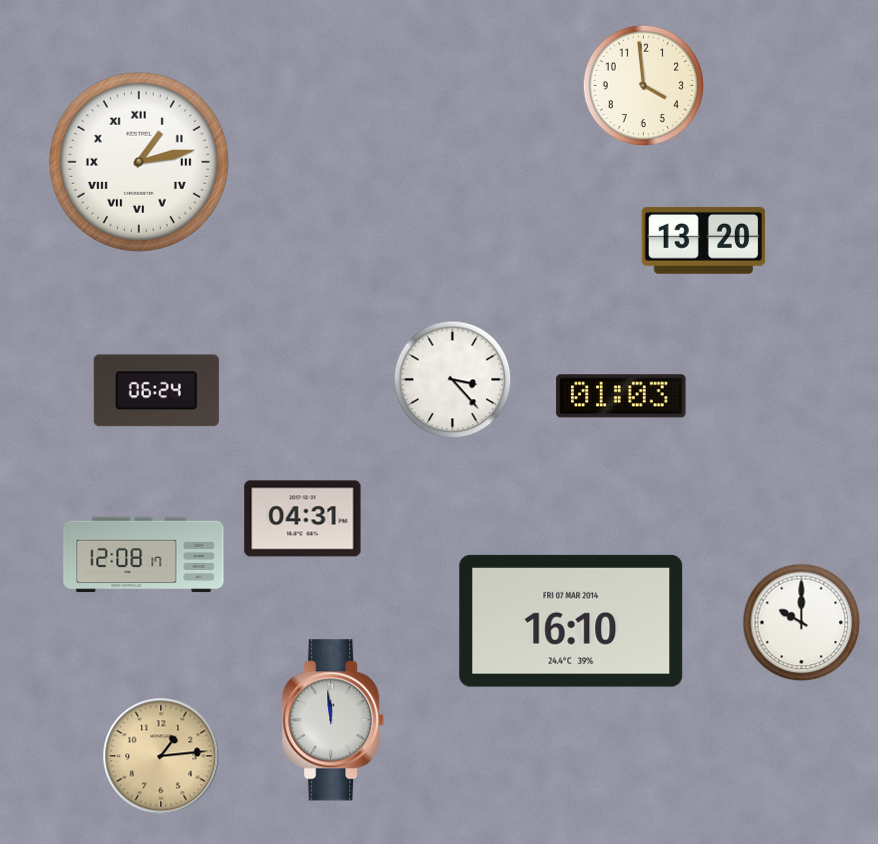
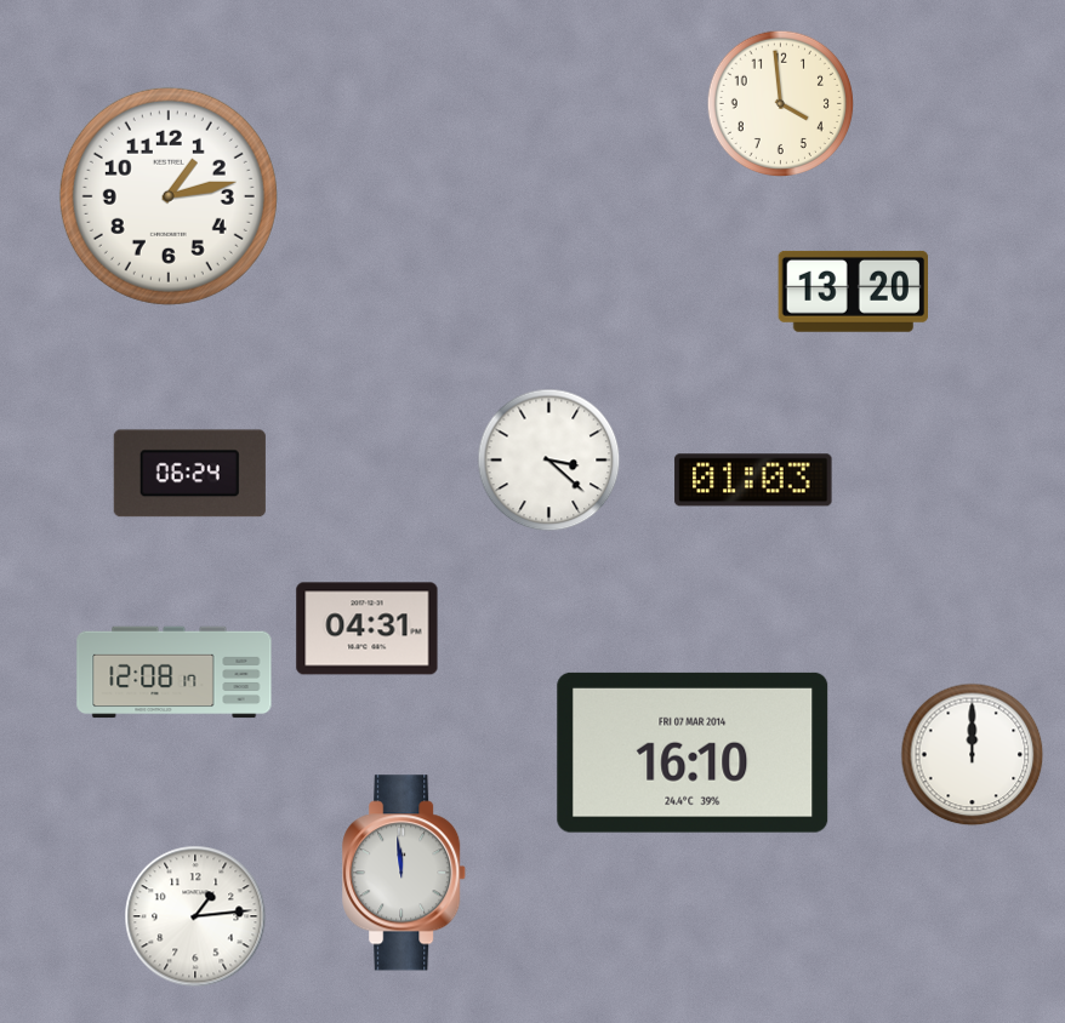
clock at (139, 162) numerals: Roman -> Arabic
clock at (453, 380): 3:23 -> 3:22
clock at (802, 623): 10:00 -> 12:00
clock at (161, 756) dial: champagne -> white
